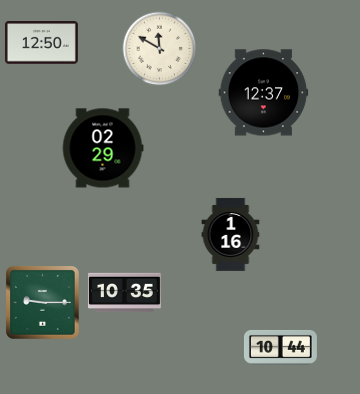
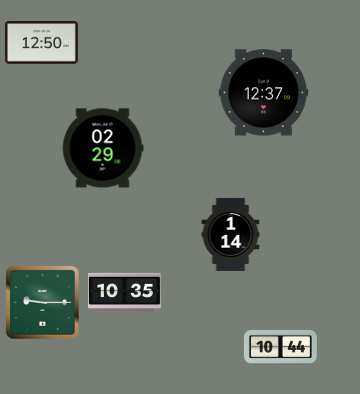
clock at (160, 49): 11:50 -> none
clock at (231, 234): 1:16 -> 1:14
